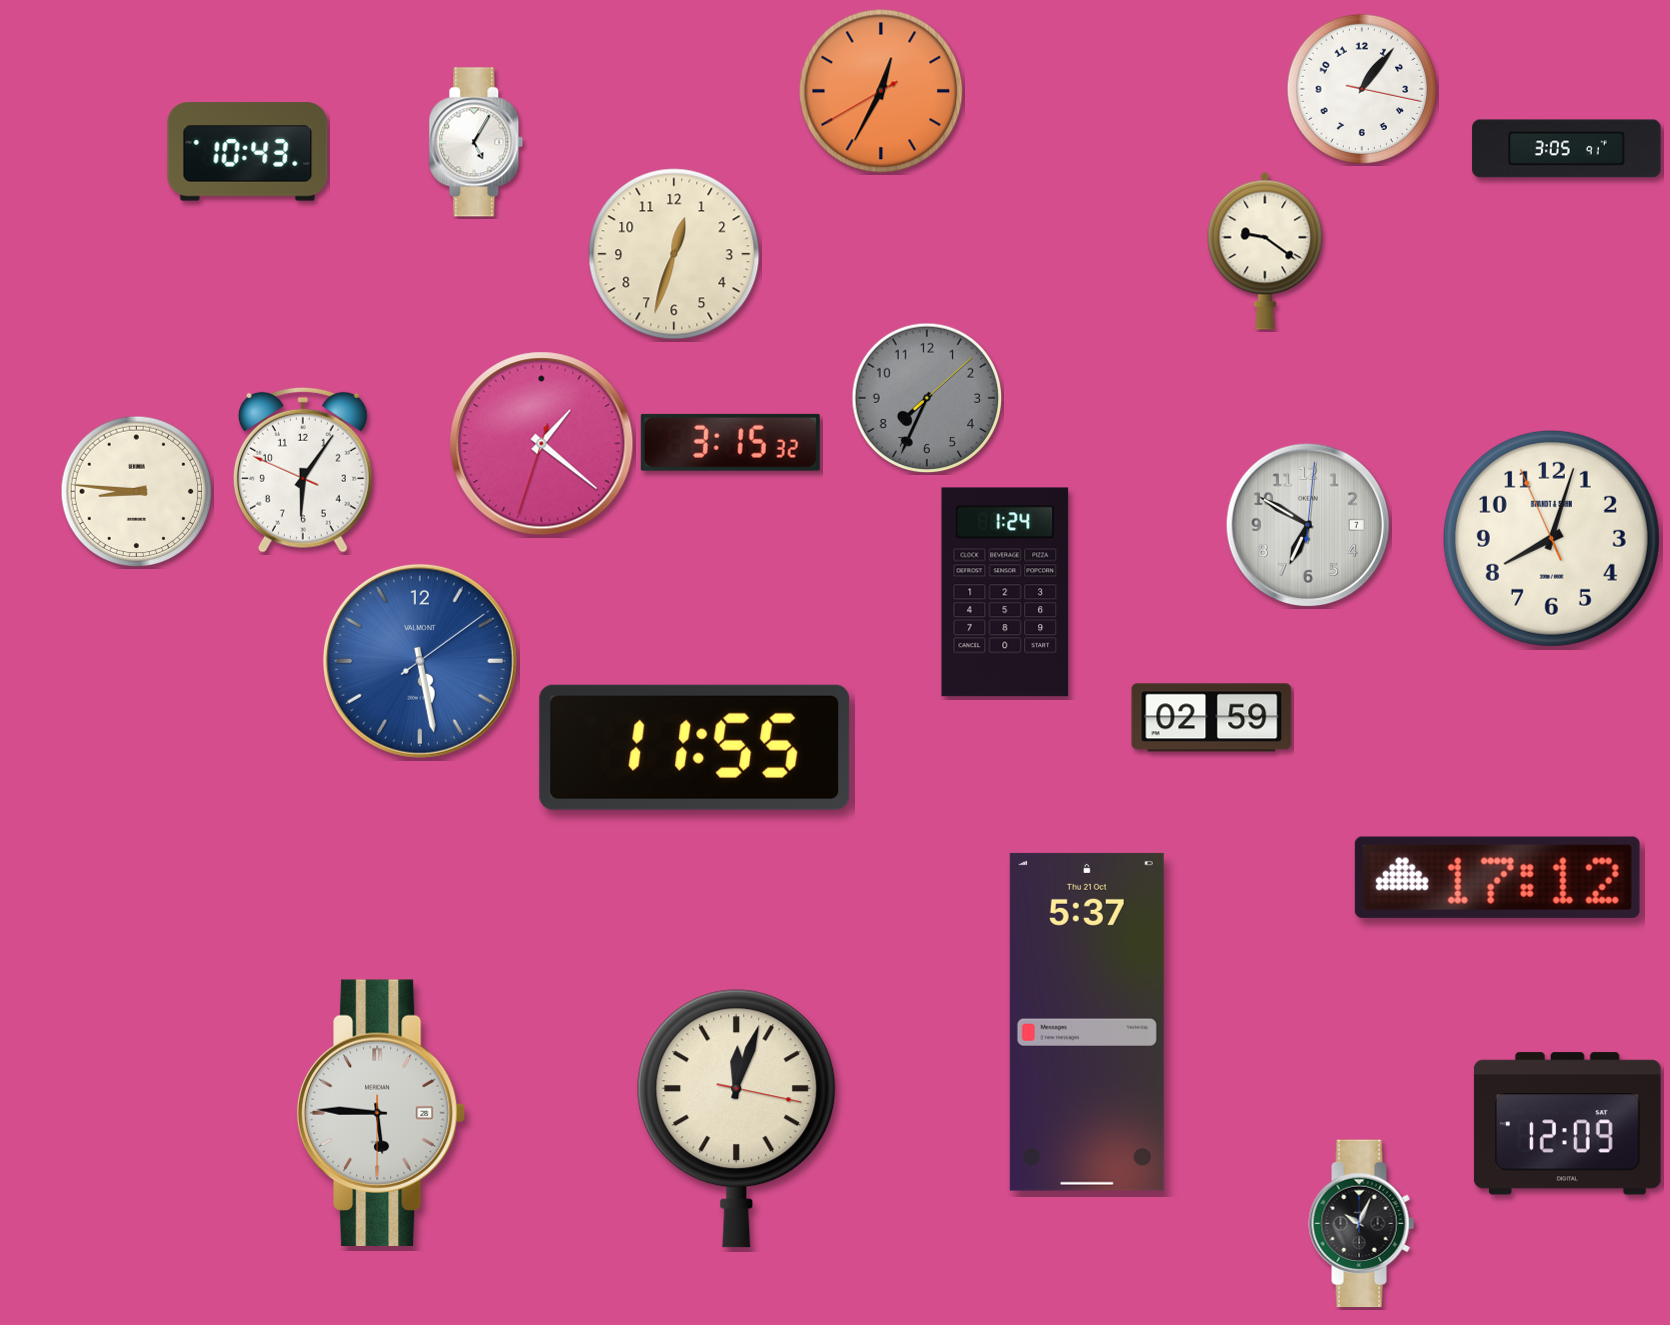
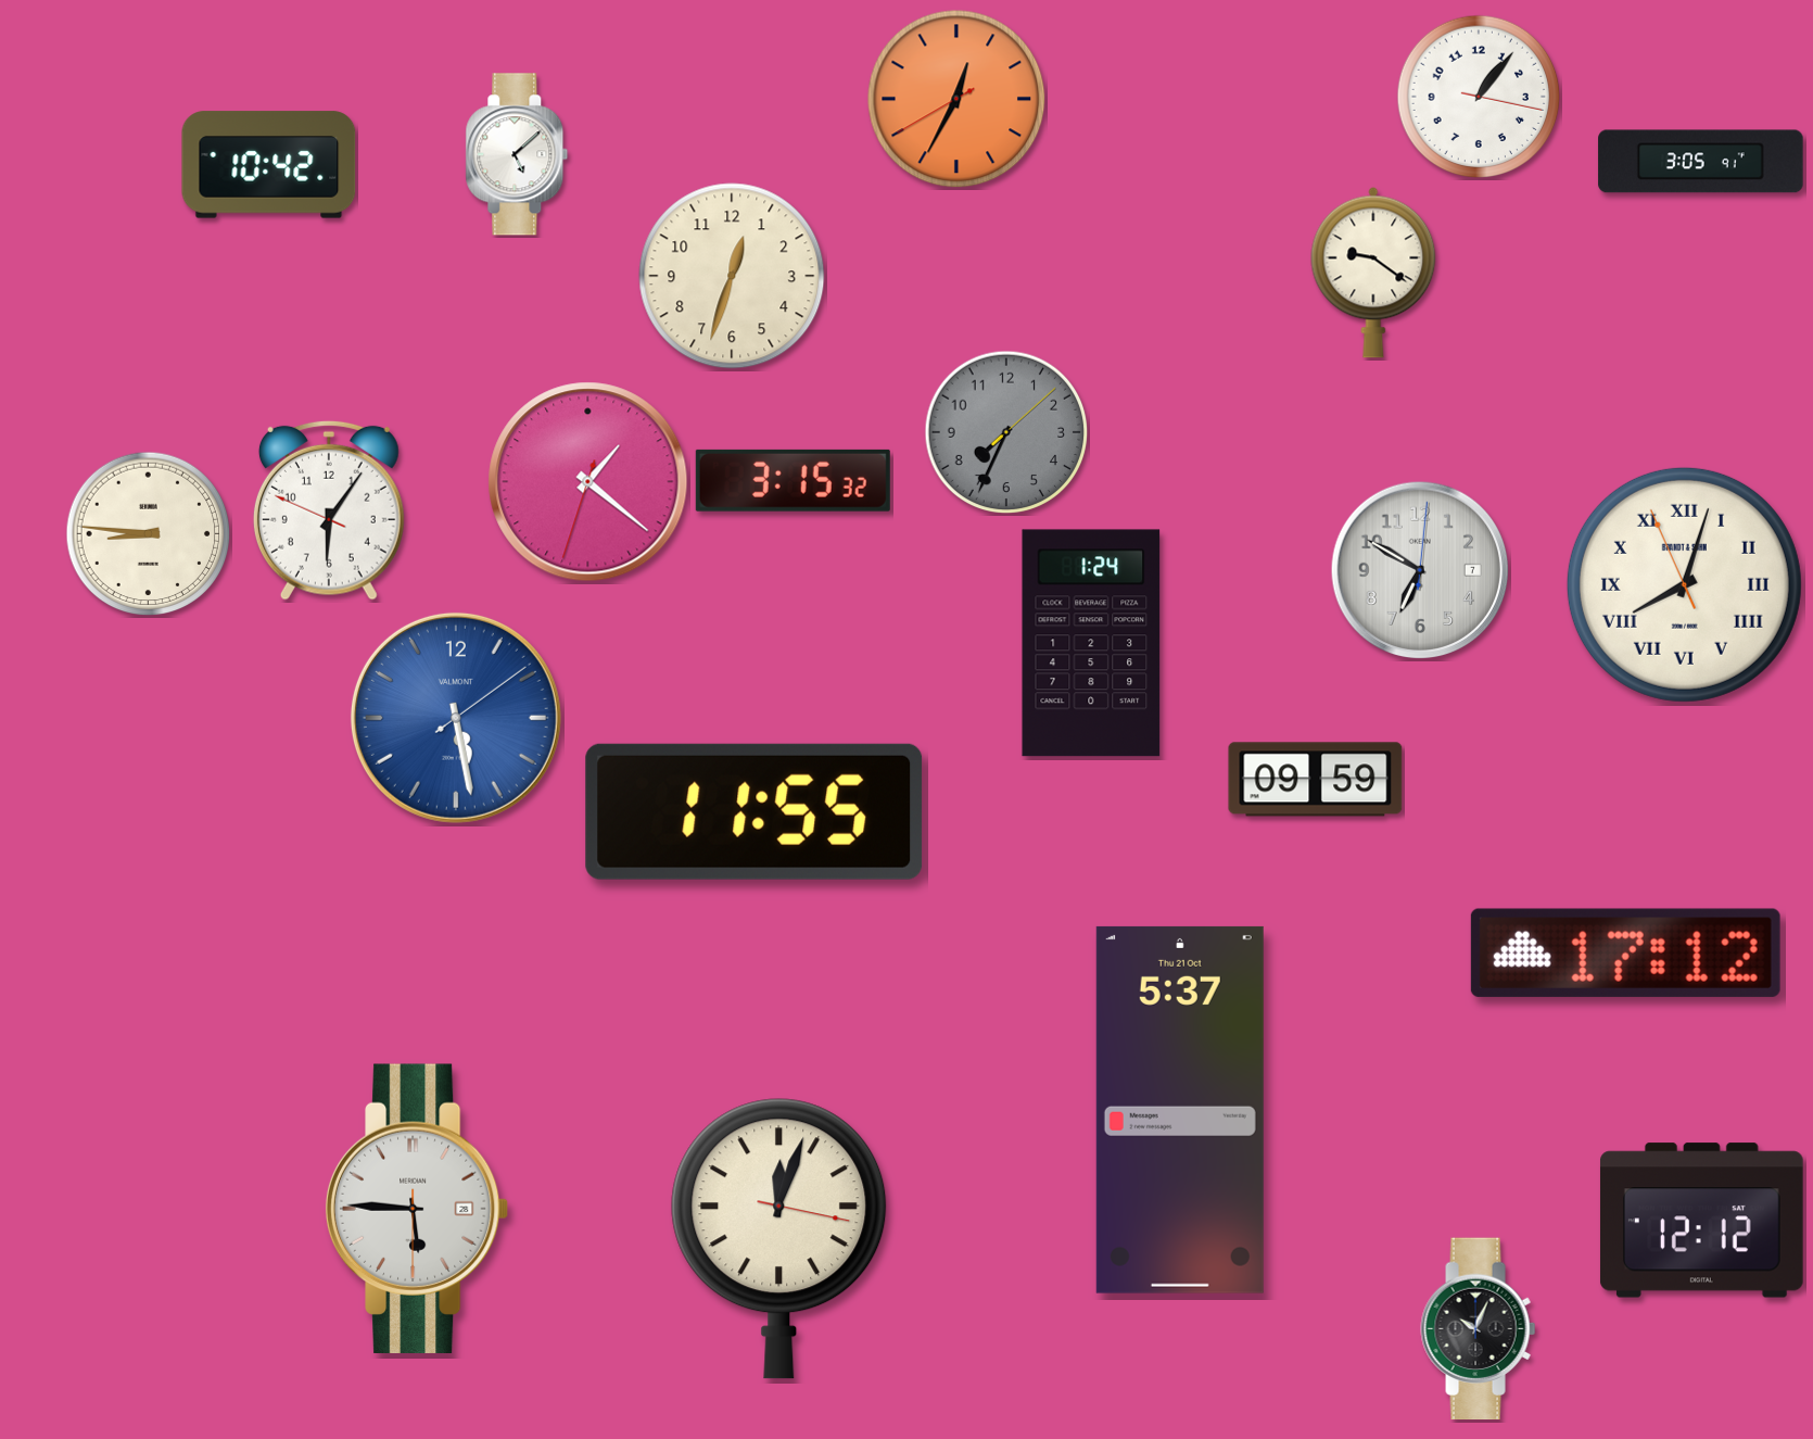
clock at (476, 142): 5:05 -> 5:08
clock at (248, 152): 10:43 -> 10:42
clock at (1551, 538) numerals: Arabic -> Roman
clock at (1212, 718): 02:59 -> 09:59
clock at (381, 1112) position: (381, 1112) -> (417, 1208)
clock at (737, 1119) position: (737, 1119) -> (779, 1239)
clock at (1567, 1124): 12:09 -> 12:12
